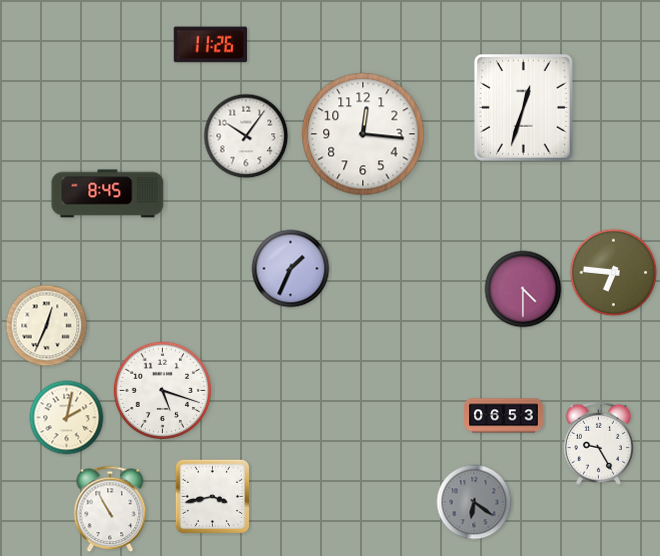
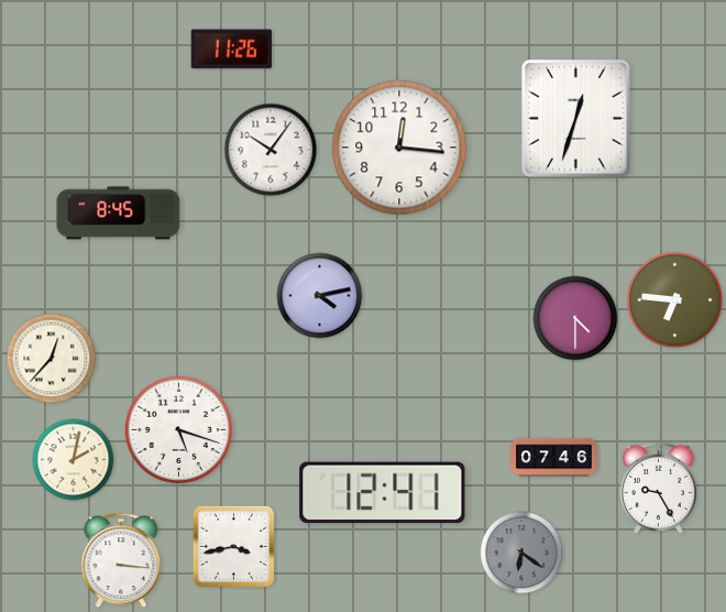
clock at (291, 269): 1:34 -> 4:13
clock at (47, 326): 12:34 -> 12:37
clock at (504, 416): 06:53 -> 07:46
clock at (383, 493): none -> 12:41
clock at (110, 509): 10:55 -> 3:16
